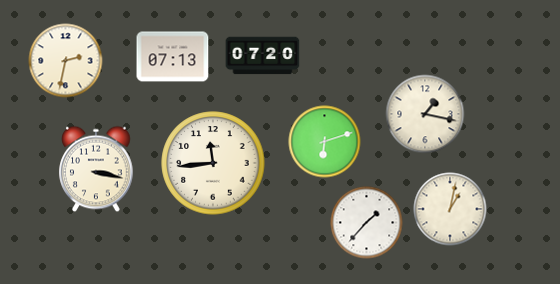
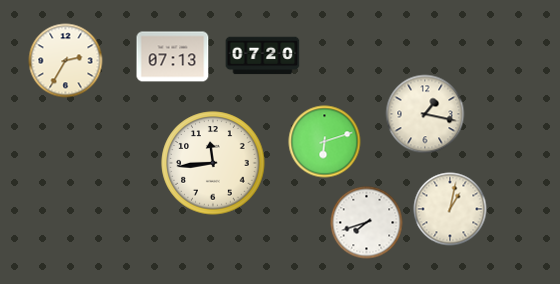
clock at (66, 61): 2:32 -> 2:35
clock at (96, 169): 3:17 -> none
clock at (367, 223): 1:37 -> 7:42
